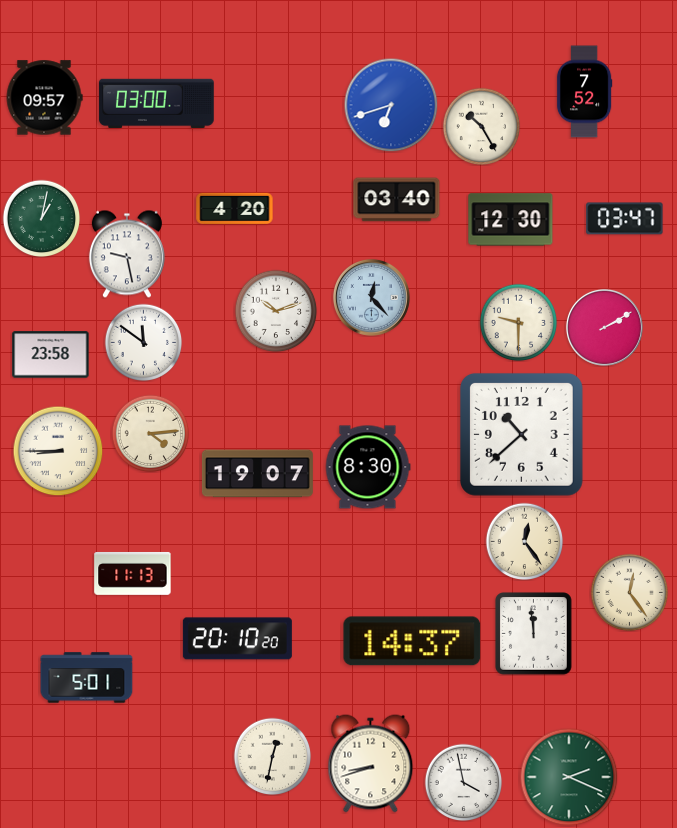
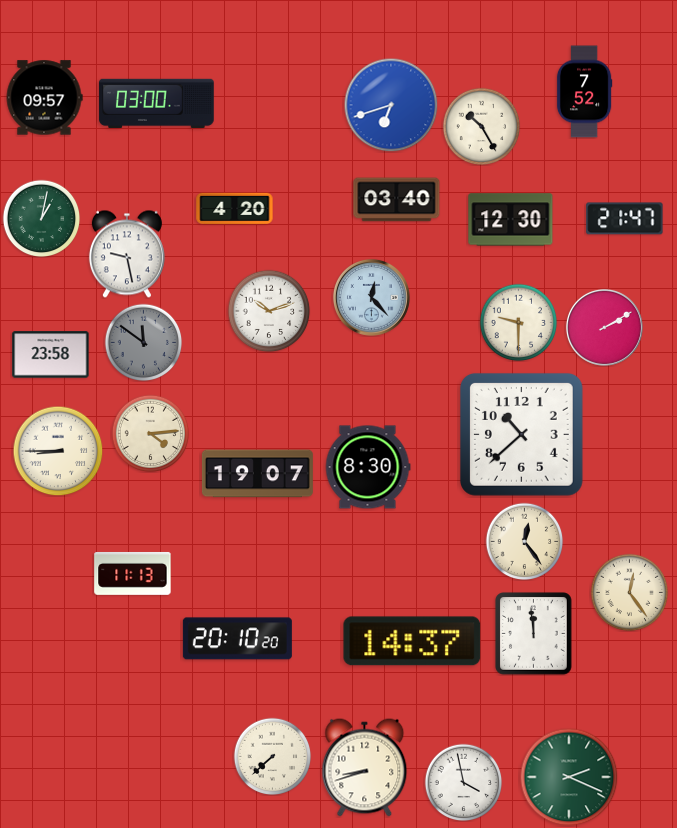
clock at (625, 219): 03:47 -> 21:47
clock at (276, 311) position: (276, 311) -> (269, 311)
clock at (143, 342) dial: white -> grey
clock at (87, 678): 5:01 -> none
clock at (272, 756): 12:32 -> 7:38
clock at (371, 764) position: (371, 764) -> (365, 768)
